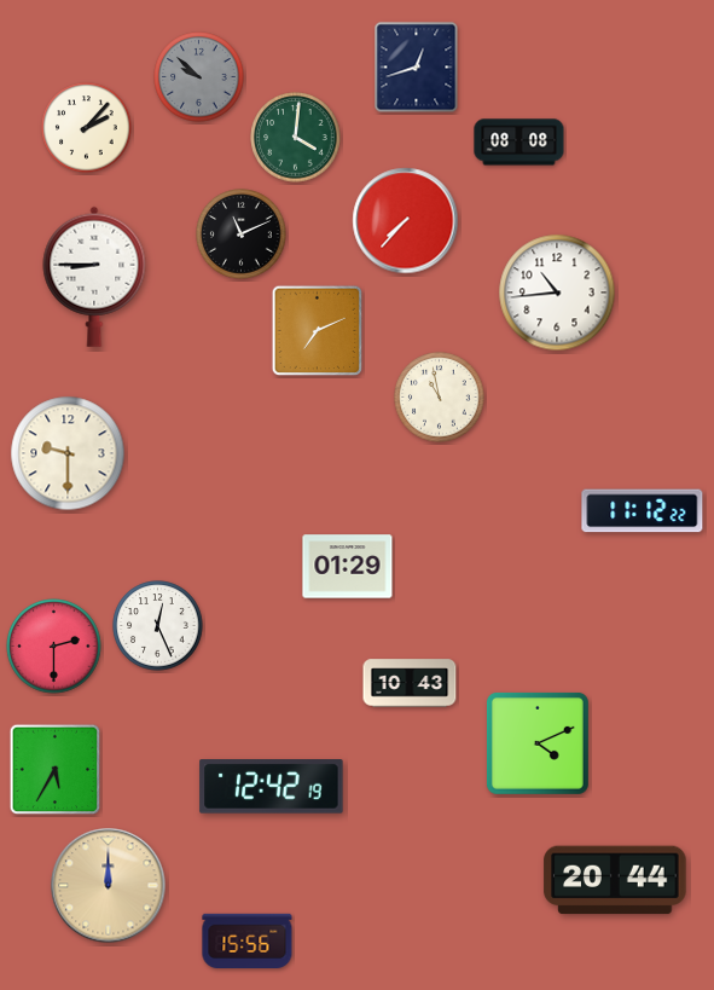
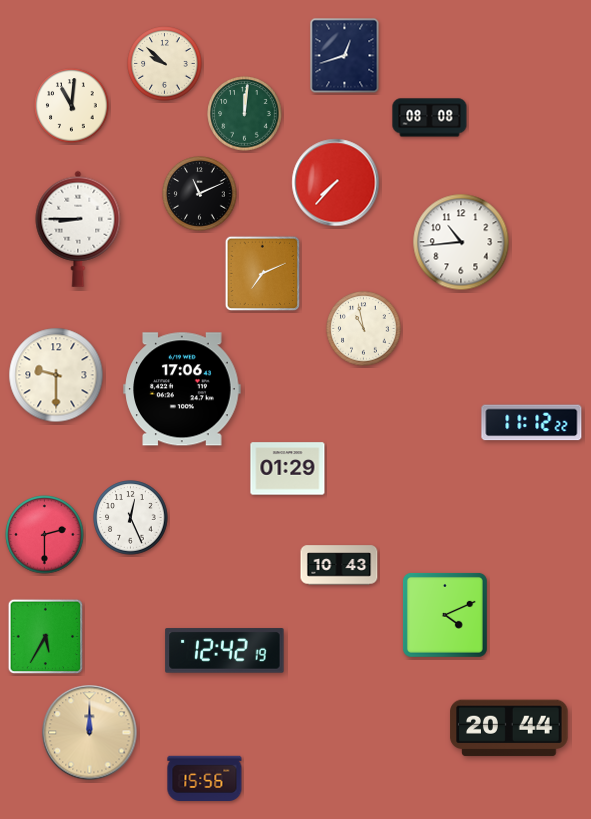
clock at (199, 77) dial: grey -> cream
clock at (87, 128): 2:07 -> 11:01
clock at (296, 138): 4:01 -> 12:01
clock at (182, 389): none -> 17:06
